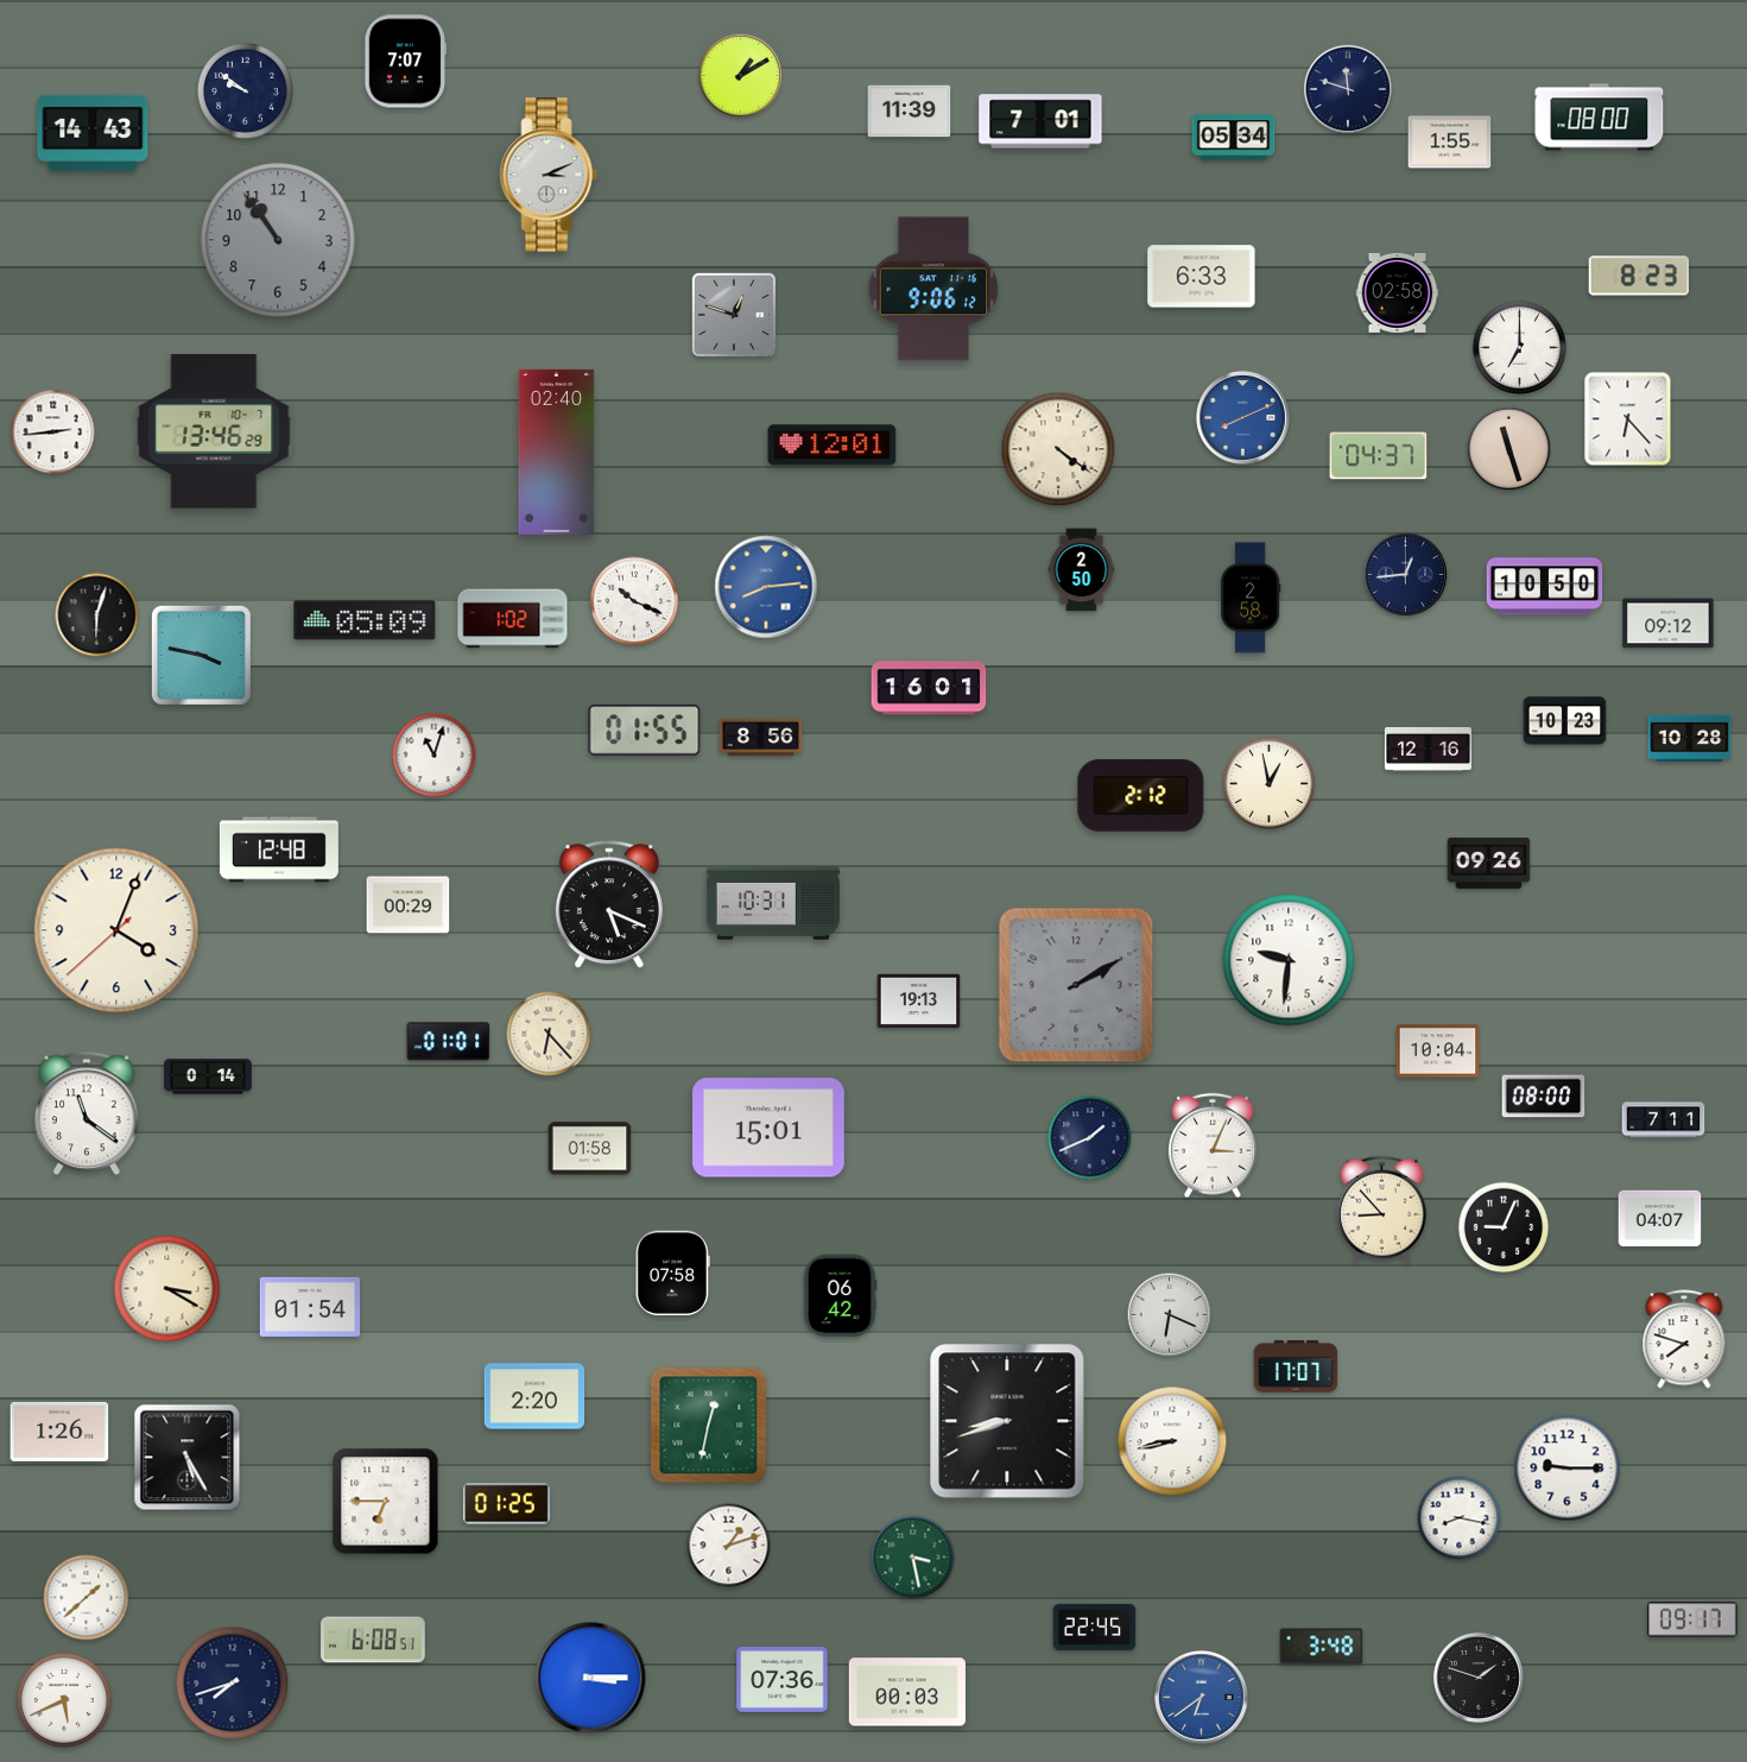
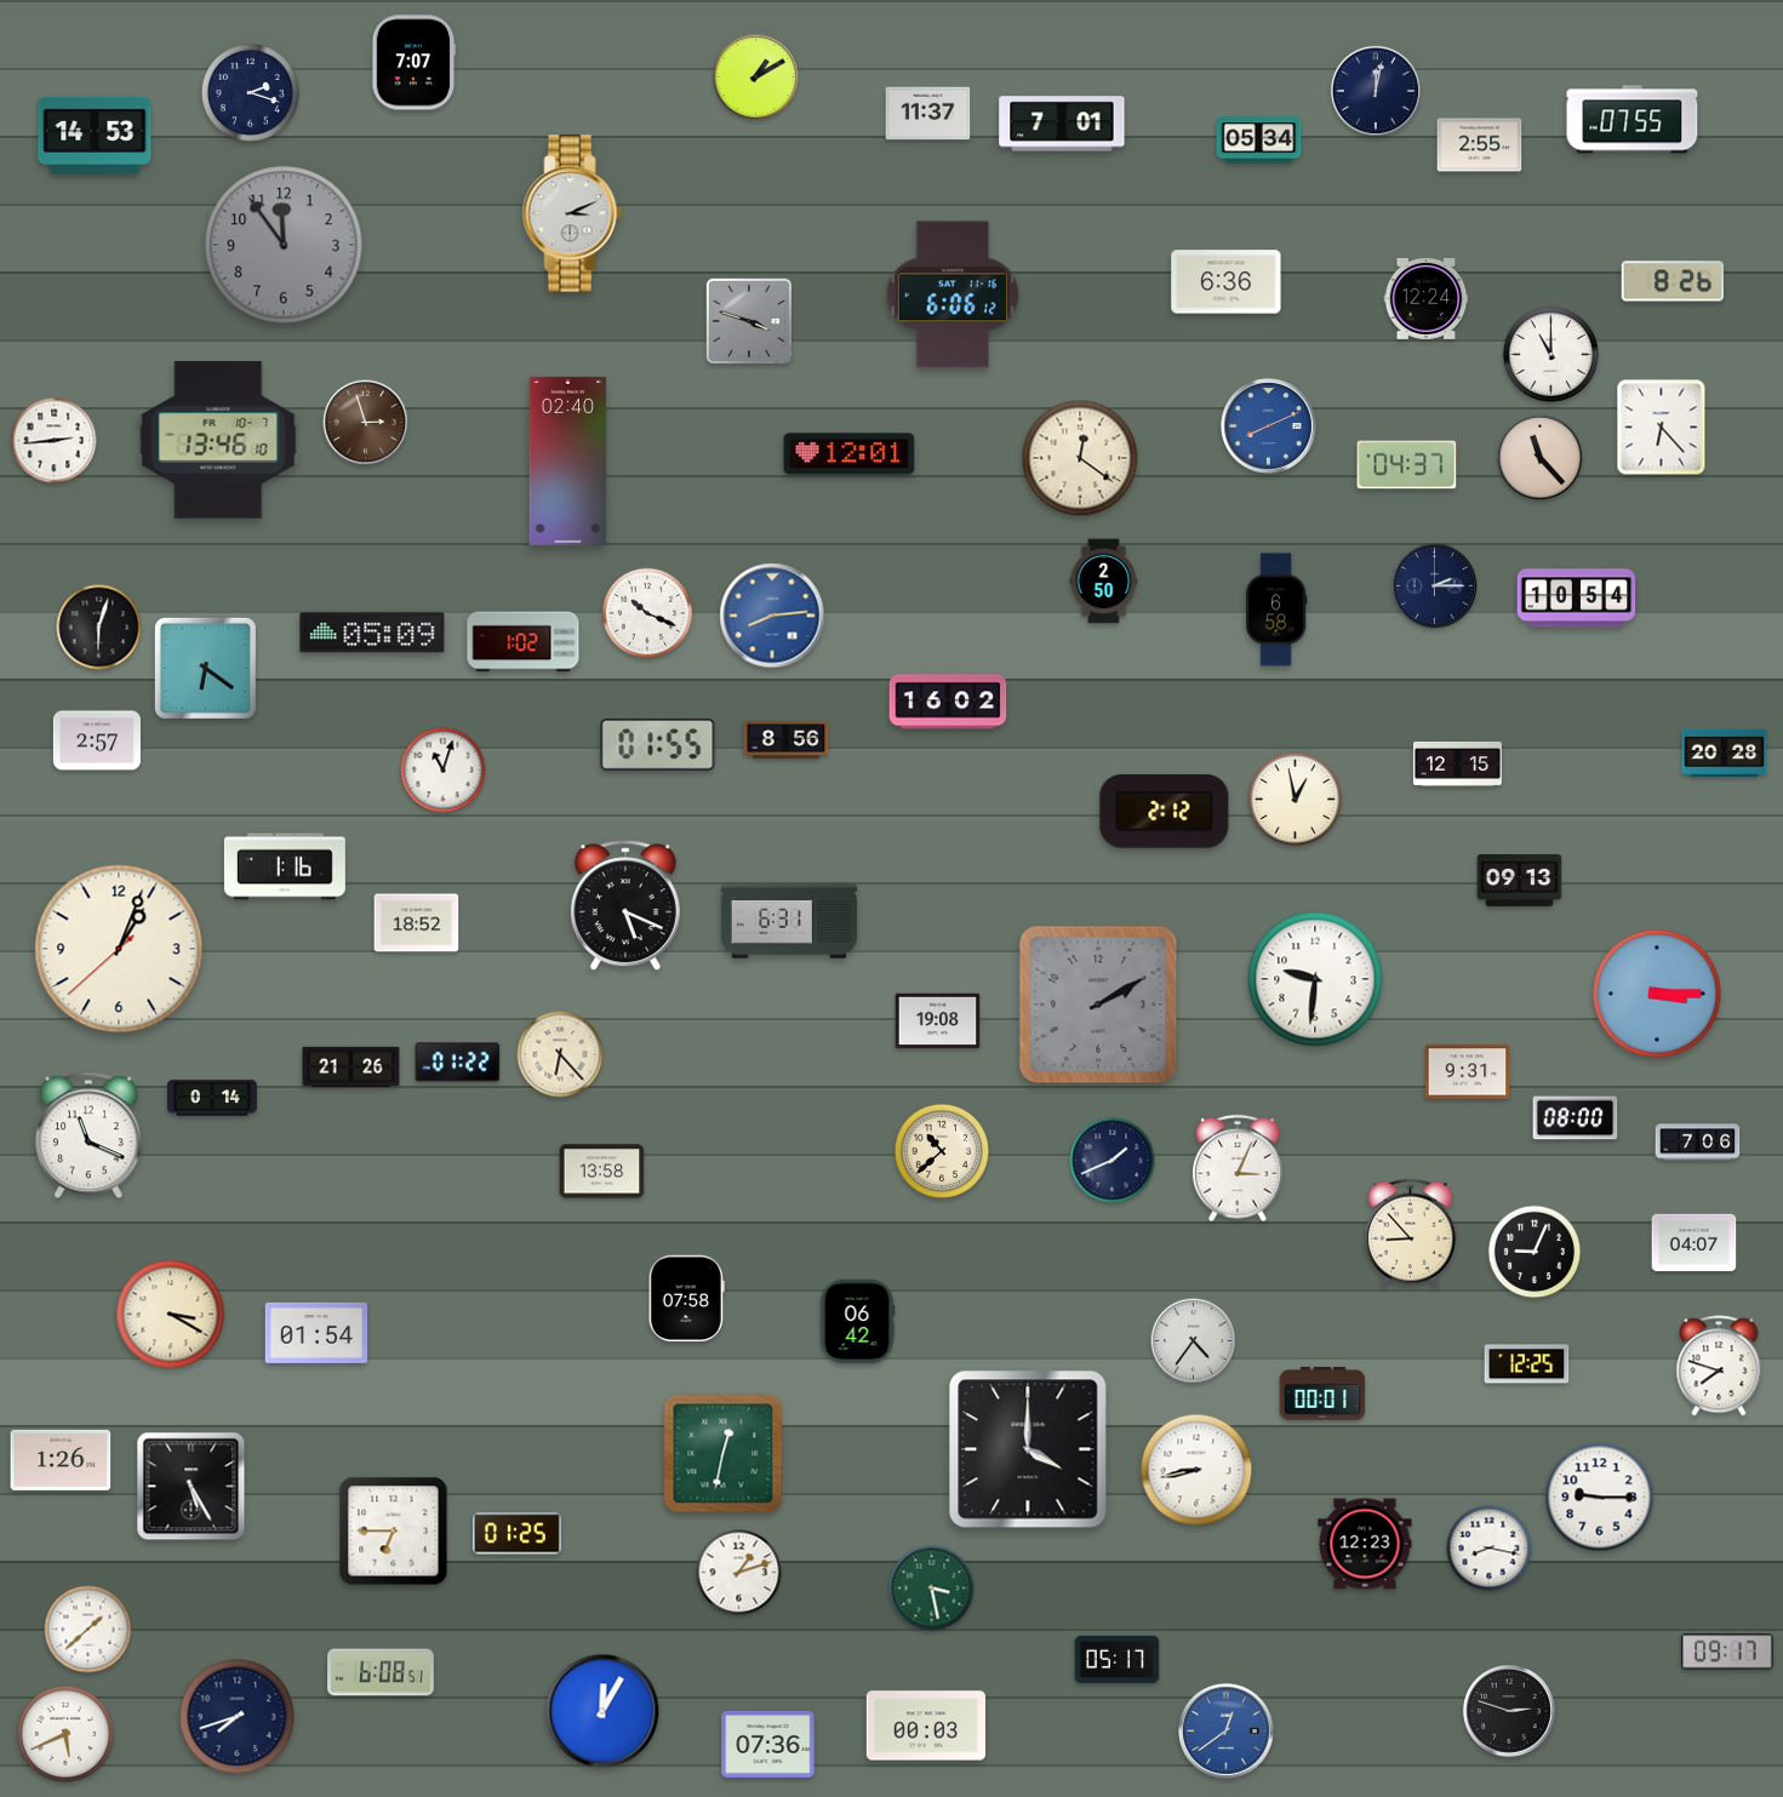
clock at (1348, 89): 11:48 -> 12:02
clock at (245, 90): 9:51 -> 2:18
clock at (910, 112): 11:39 -> 11:37
clock at (1600, 118): 08:00 -> 07:55
clock at (93, 133): 14:43 -> 14:53
clock at (1450, 143): 1:55 -> 2:55
clock at (549, 175) position: (549, 175) -> (572, 213)
clock at (278, 240): 10:54 -> 11:54
clock at (1638, 276): 8:23 -> 8:26
clock at (1202, 277): 6:33 -> 6:36
clock at (933, 289): 9:06 -> 6:06
clock at (1398, 292): 02:58 -> 12:24
clock at (734, 315): 12:48 -> 3:48
clock at (1519, 347): 7:00 -> 11:00
clock at (366, 423): none -> 2:57
clock at (214, 432): 13:46:29 -> 13:46:10
clock at (1058, 449): 4:21 -> 12:21
clock at (1509, 449): 11:27 -> 11:23
clock at (1406, 575): 12:44 -> 2:15
clock at (766, 587) position: (766, 587) -> (772, 616)
clock at (1545, 587): 10:50 -> 10:54
clock at (1251, 598): 2:58 -> 6:58
clock at (513, 619) position: (513, 619) -> (524, 642)
clock at (1669, 624): 09:12 -> none
clock at (201, 655): 3:47 -> 6:21
clock at (929, 688): 16:01 -> 16:02
clock at (1565, 721): 10:23 -> none
clock at (97, 740): none -> 2:57
clock at (761, 737) position: (761, 737) -> (787, 739)
clock at (1690, 738): 10:28 -> 20:28
clock at (1428, 750): 12:16 -> 12:15
clock at (279, 850): 12:48 -> 1:16
clock at (1489, 863): 09:26 -> 09:13
clock at (773, 903): 10:31 -> 6:31
clock at (409, 905): 00:29 -> 18:52
clock at (609, 905) position: (609, 905) -> (625, 906)
clock at (116, 930): 4:03 -> 1:03
clock at (1657, 994): none -> 3:15
clock at (919, 1002): 19:13 -> 19:08
clock at (449, 1042): 01:01 -> 01:22
clock at (352, 1066): none -> 21:26
clock at (1438, 1051): 10:04 -> 9:31
clock at (87, 1113): 11:21 -> 11:19
clock at (1664, 1120): 7:11 -> 7:06
clock at (770, 1128): 15:01 -> none
clock at (942, 1151): none -> 10:38
clock at (590, 1149): 01:58 -> 13:58
clock at (1170, 1315): 6:19 -> 4:36
clock at (1527, 1364): none -> 12:25
clock at (1296, 1366): 17:07 -> 00:01
clock at (534, 1396): 2:20 -> none
clock at (1007, 1421): 8:42 -> 4:00
clock at (1365, 1544): none -> 12:23
clock at (729, 1546) position: (729, 1546) -> (739, 1573)
clock at (1095, 1627): 22:45 -> 05:17
clock at (1322, 1647): 3:48 -> none
clock at (590, 1678): 3:15 -> 12:05
clock at (1479, 1678): 1:48 -> 2:48
clock at (783, 1679) position: (783, 1679) -> (768, 1744)
clock at (1202, 1698): 6:39 -> 12:39
